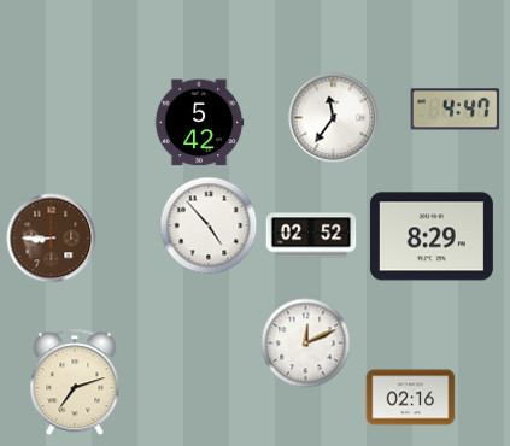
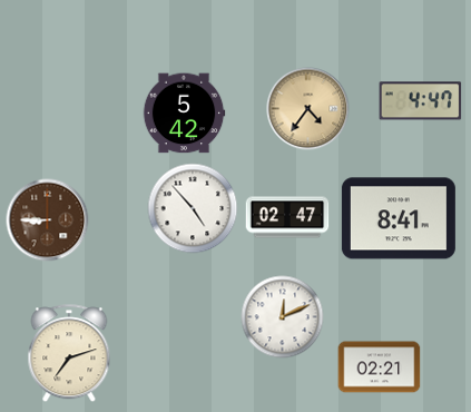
clock at (334, 118): 11:36 -> 4:36
clock at (334, 118) dial: white -> champagne
clock at (311, 235): 02:52 -> 02:47
clock at (432, 236): 8:29 -> 8:41
clock at (411, 398): 02:16 -> 02:21
